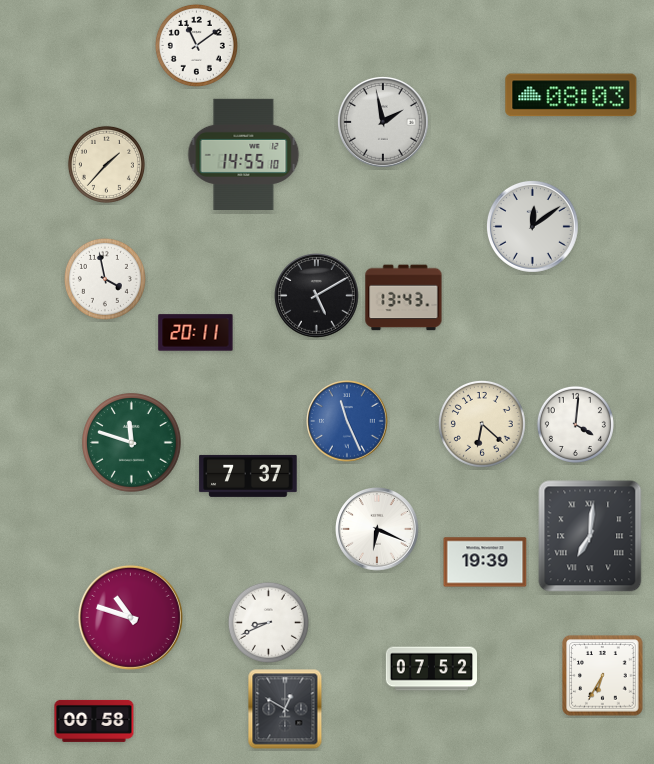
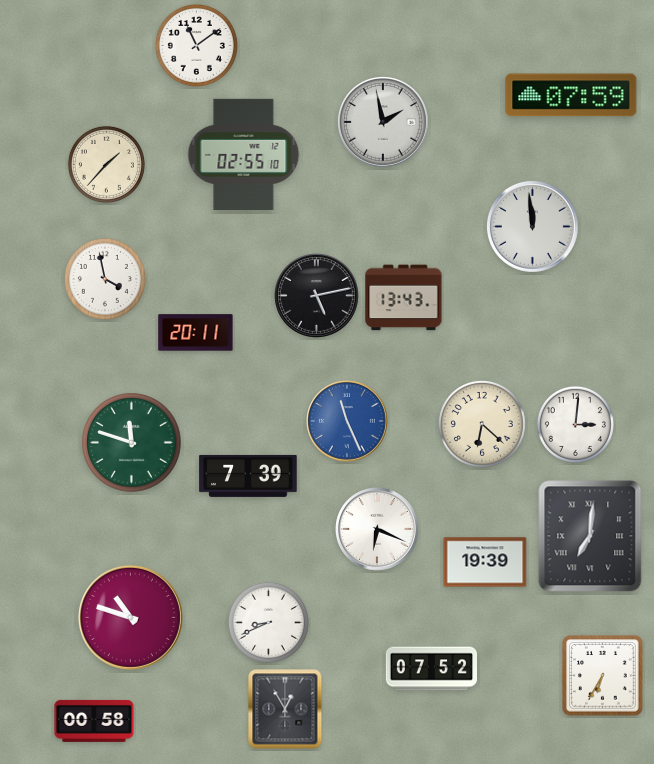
clock at (571, 95): 08:03 -> 07:59
clock at (244, 154): 14:55 -> 02:55
clock at (532, 226): 12:09 -> 11:59
clock at (317, 296): 5:10 -> 5:13
clock at (575, 424): 4:01 -> 3:01
clock at (248, 476): 7:37 -> 7:39
clock at (285, 709): 12:50 -> 12:55
